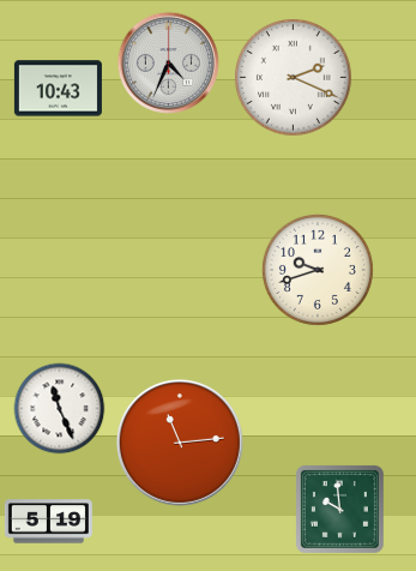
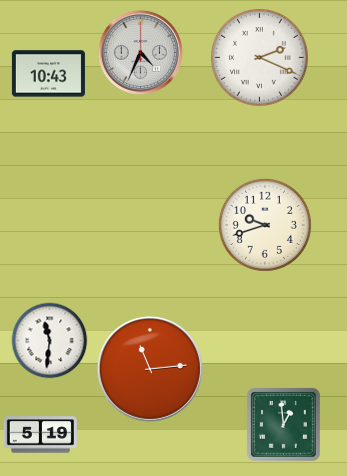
clock at (294, 78) position: (294, 78) -> (260, 58)
clock at (60, 409): 11:26 -> 11:31
clock at (339, 509): 9:59 -> 12:59
